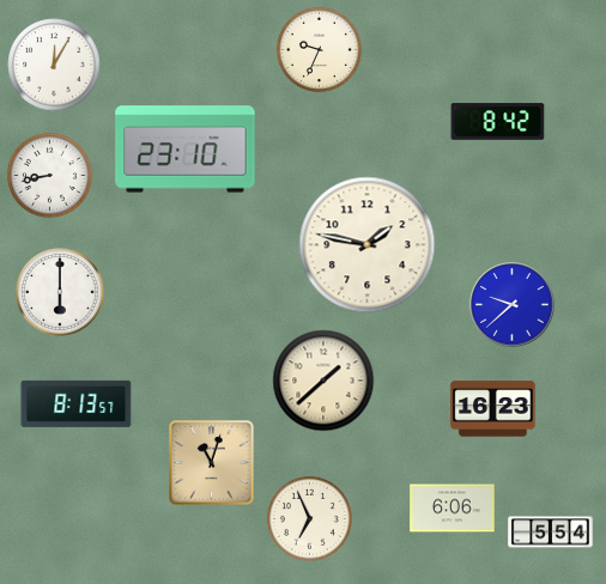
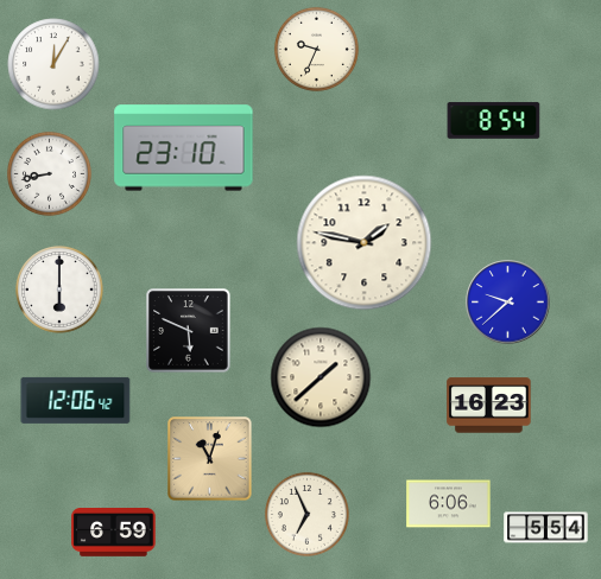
clock at (498, 122): 8:42 -> 8:54
clock at (189, 331): none -> 5:49
clock at (77, 403): 8:13 -> 12:06
clock at (114, 533): none -> 6:59
